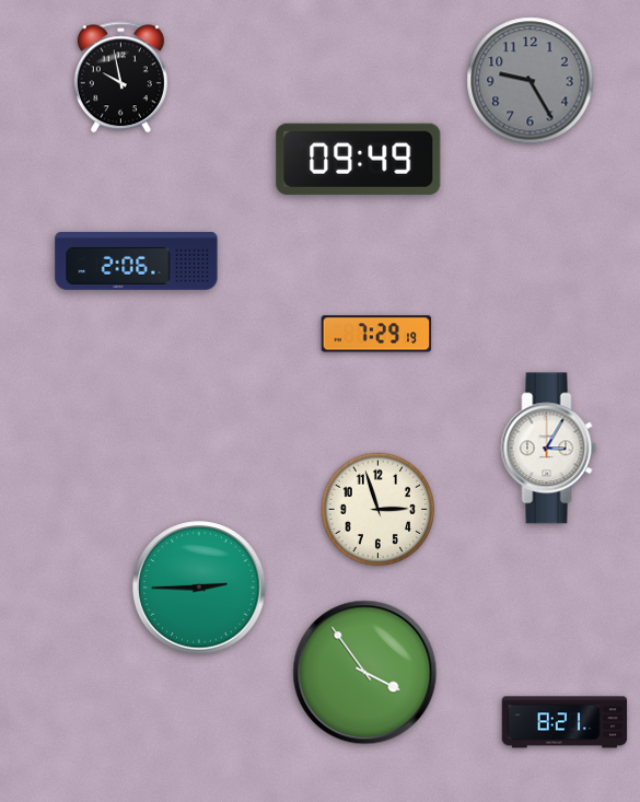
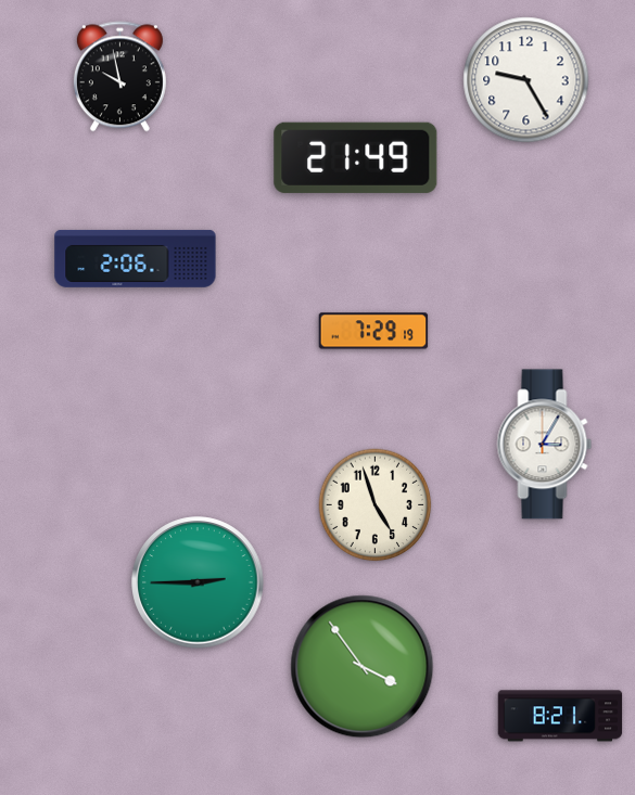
clock at (531, 81) dial: grey -> white
clock at (359, 159): 09:49 -> 21:49
clock at (379, 510): 2:57 -> 4:57
